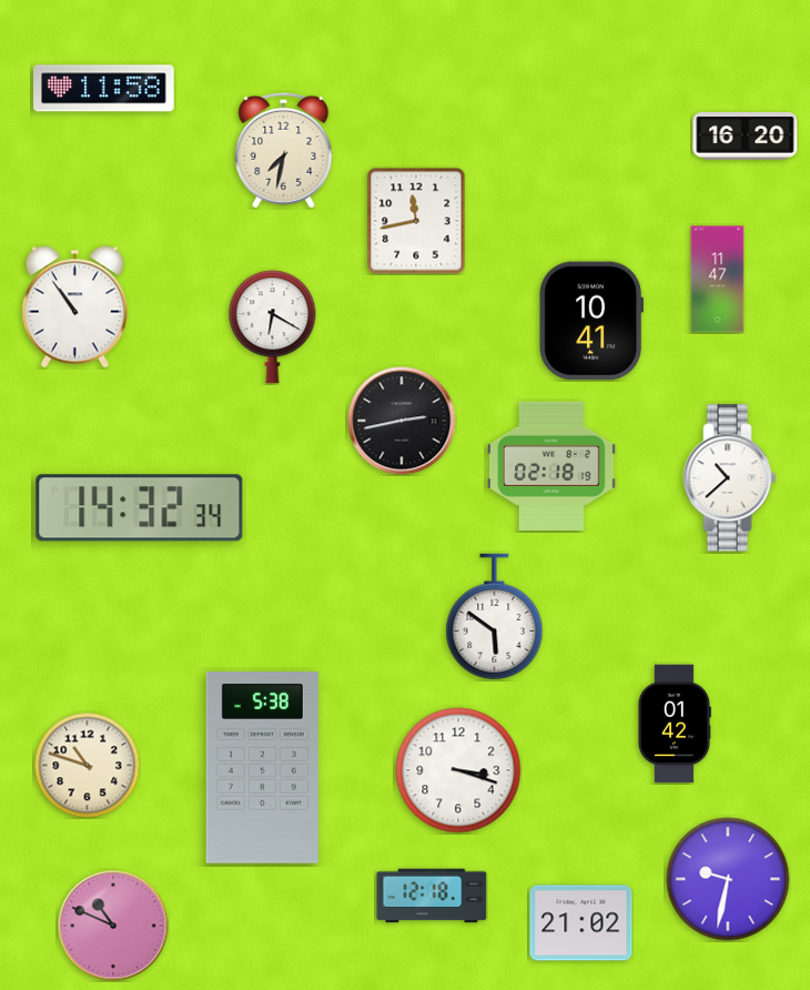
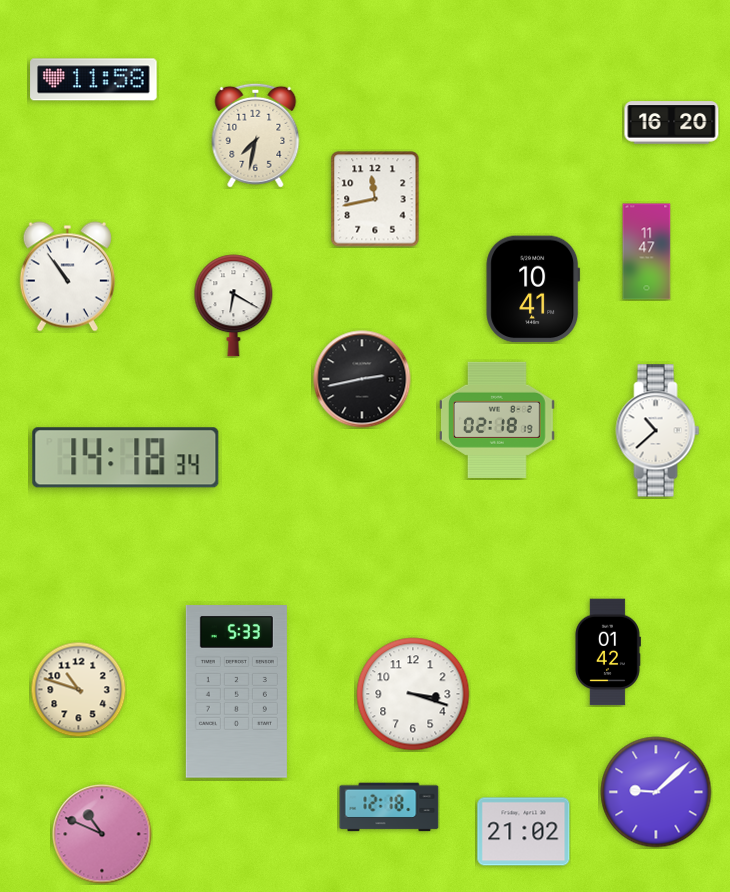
clock at (273, 327) position: (273, 327) -> (234, 306)
clock at (140, 508): 14:32 -> 14:18
clock at (495, 616): 5:51 -> none
clock at (262, 768): 5:38 -> 5:33
clock at (728, 879): 9:32 -> 9:08
